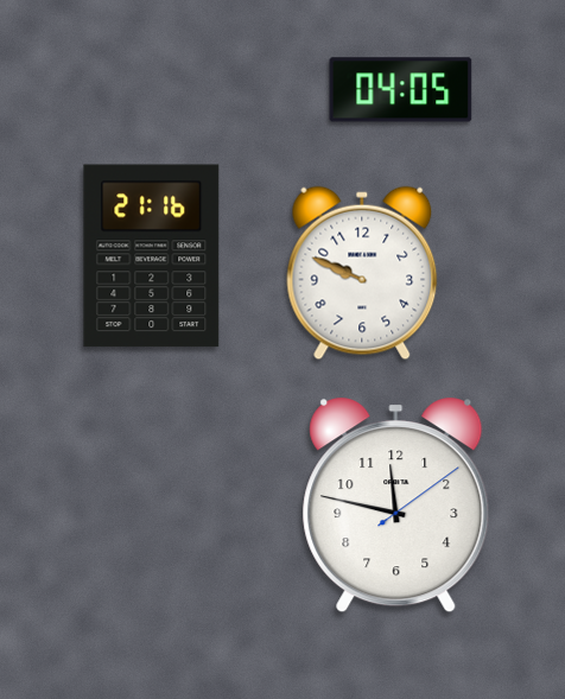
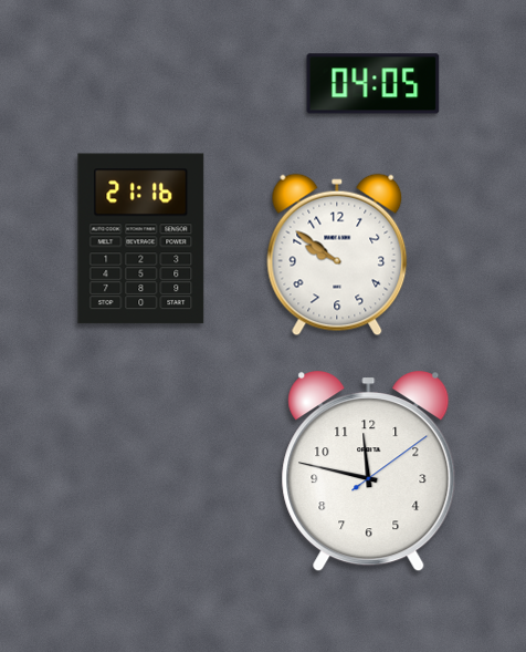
clock at (362, 273): 9:49 -> 9:51
